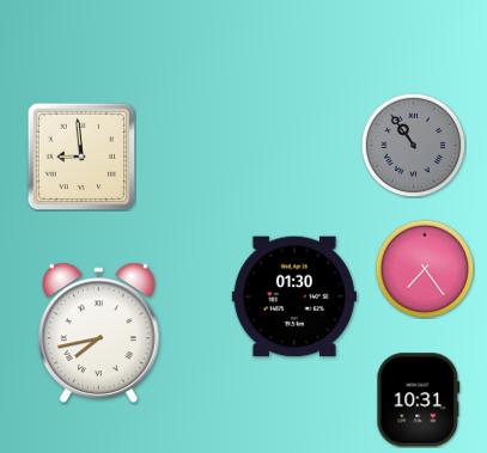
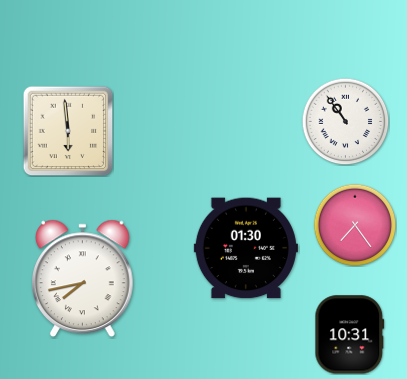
clock at (413, 145) dial: grey -> white
clock at (81, 157): 8:59 -> 5:59
